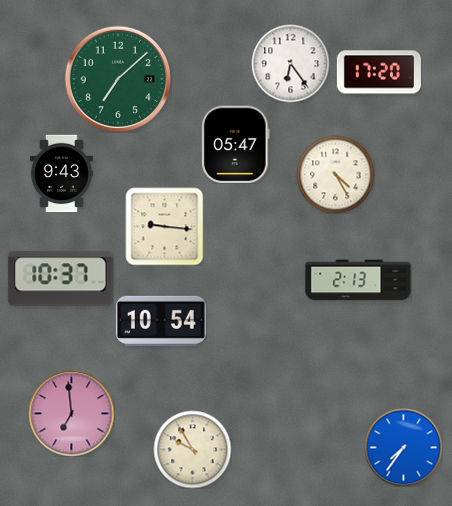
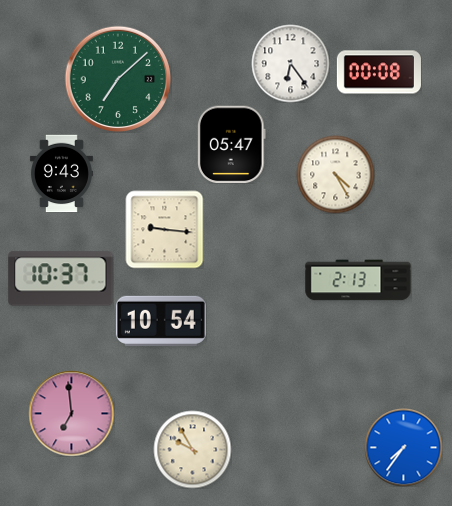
clock at (379, 72): 17:20 -> 00:08
clock at (236, 144) position: (236, 144) -> (232, 144)
clock at (164, 226) position: (164, 226) -> (164, 229)
